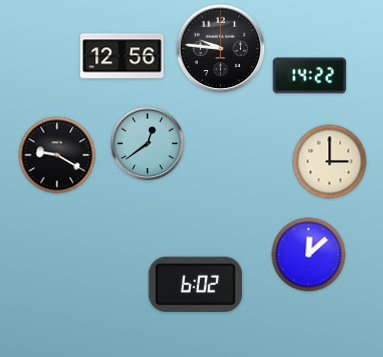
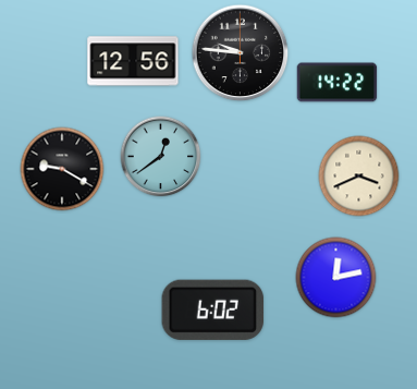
clock at (330, 162): 3:00 -> 3:41
clock at (309, 255): 12:08 -> 12:13
